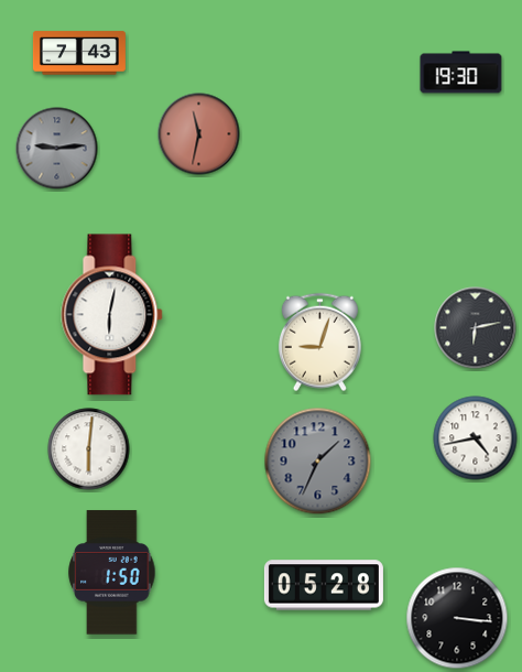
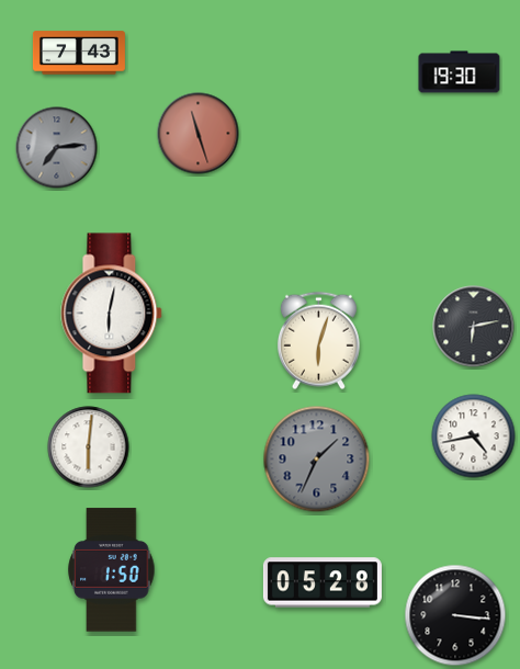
clock at (199, 134): 11:32 -> 11:27
clock at (57, 149): 9:14 -> 7:14
clock at (319, 343): 9:03 -> 6:03
